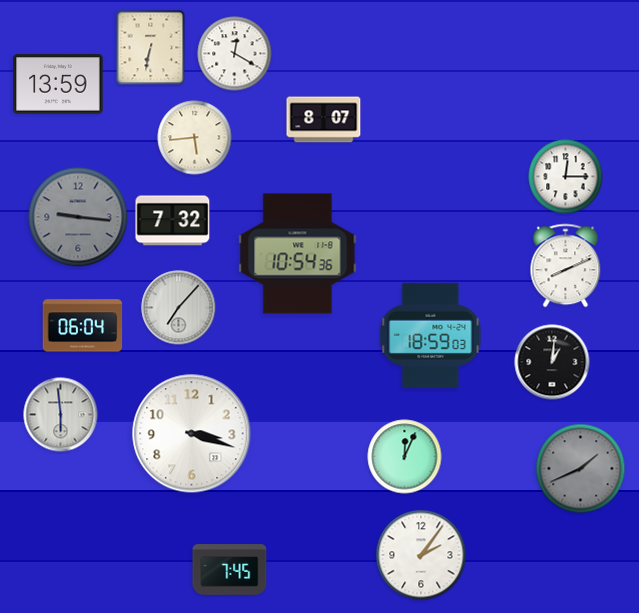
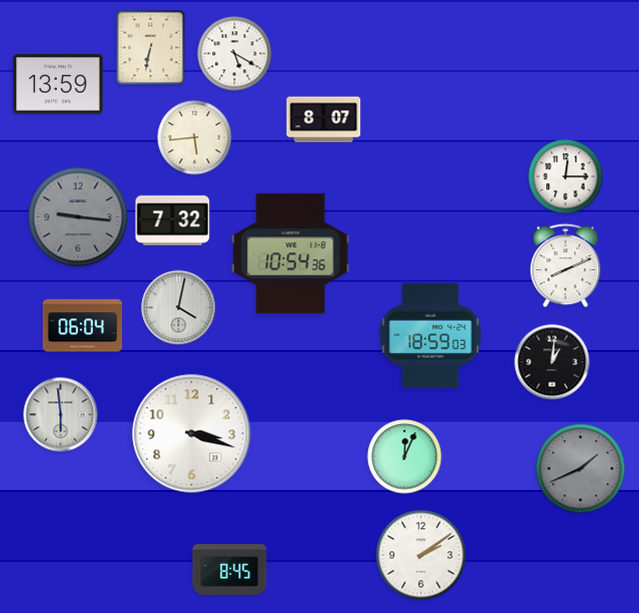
clock at (235, 54): 12:20 -> 5:20
clock at (298, 254) position: (298, 254) -> (291, 254)
clock at (179, 308): 7:07 -> 4:02
clock at (421, 555): 2:06 -> 2:09
clock at (230, 570): 7:45 -> 8:45
